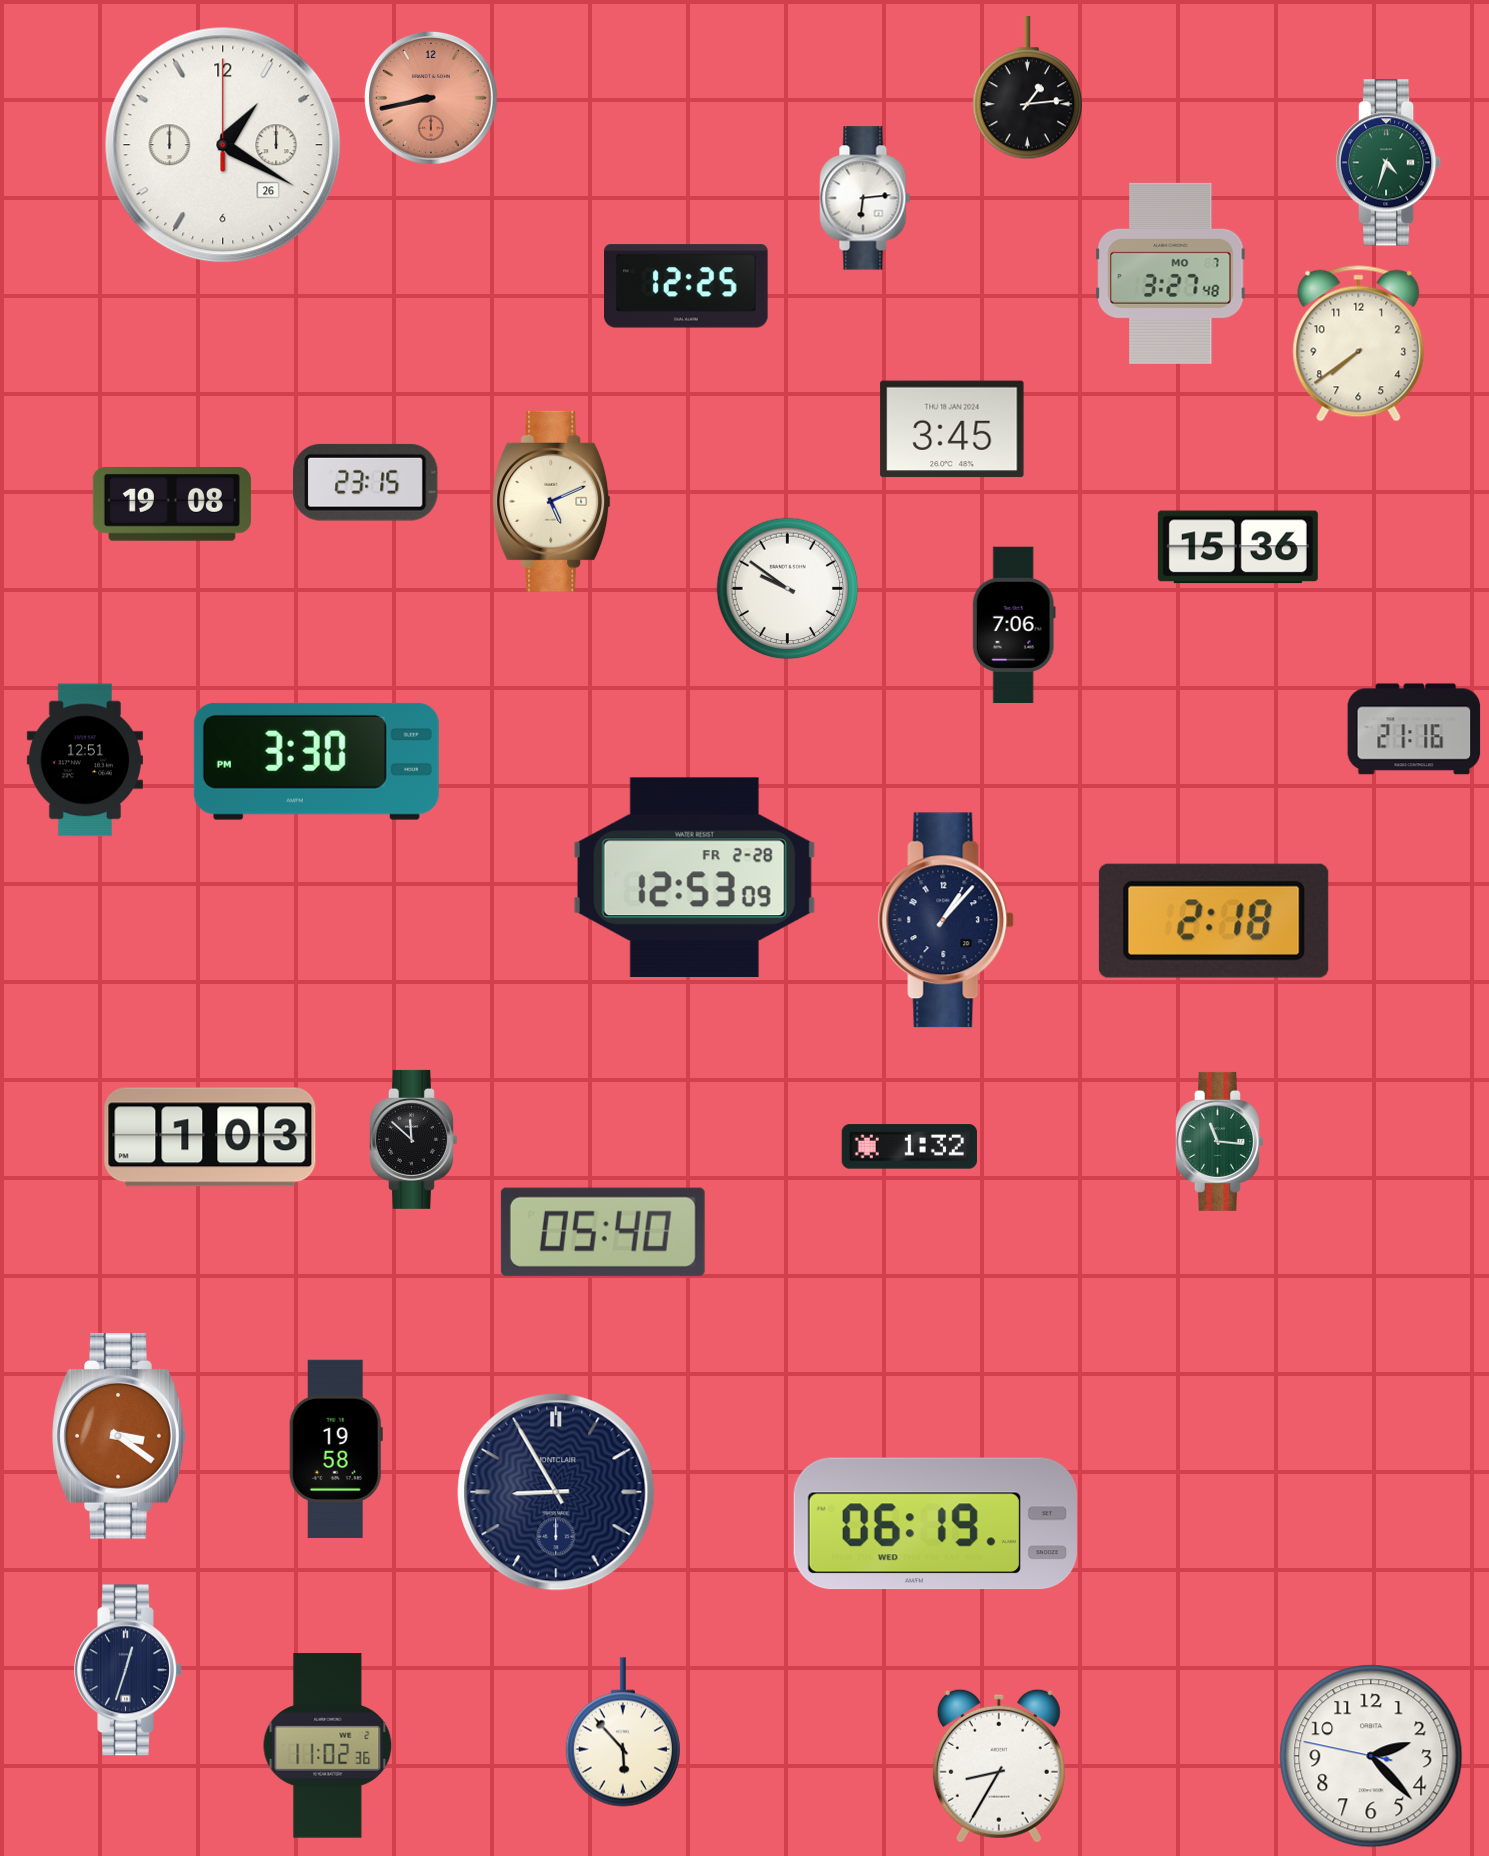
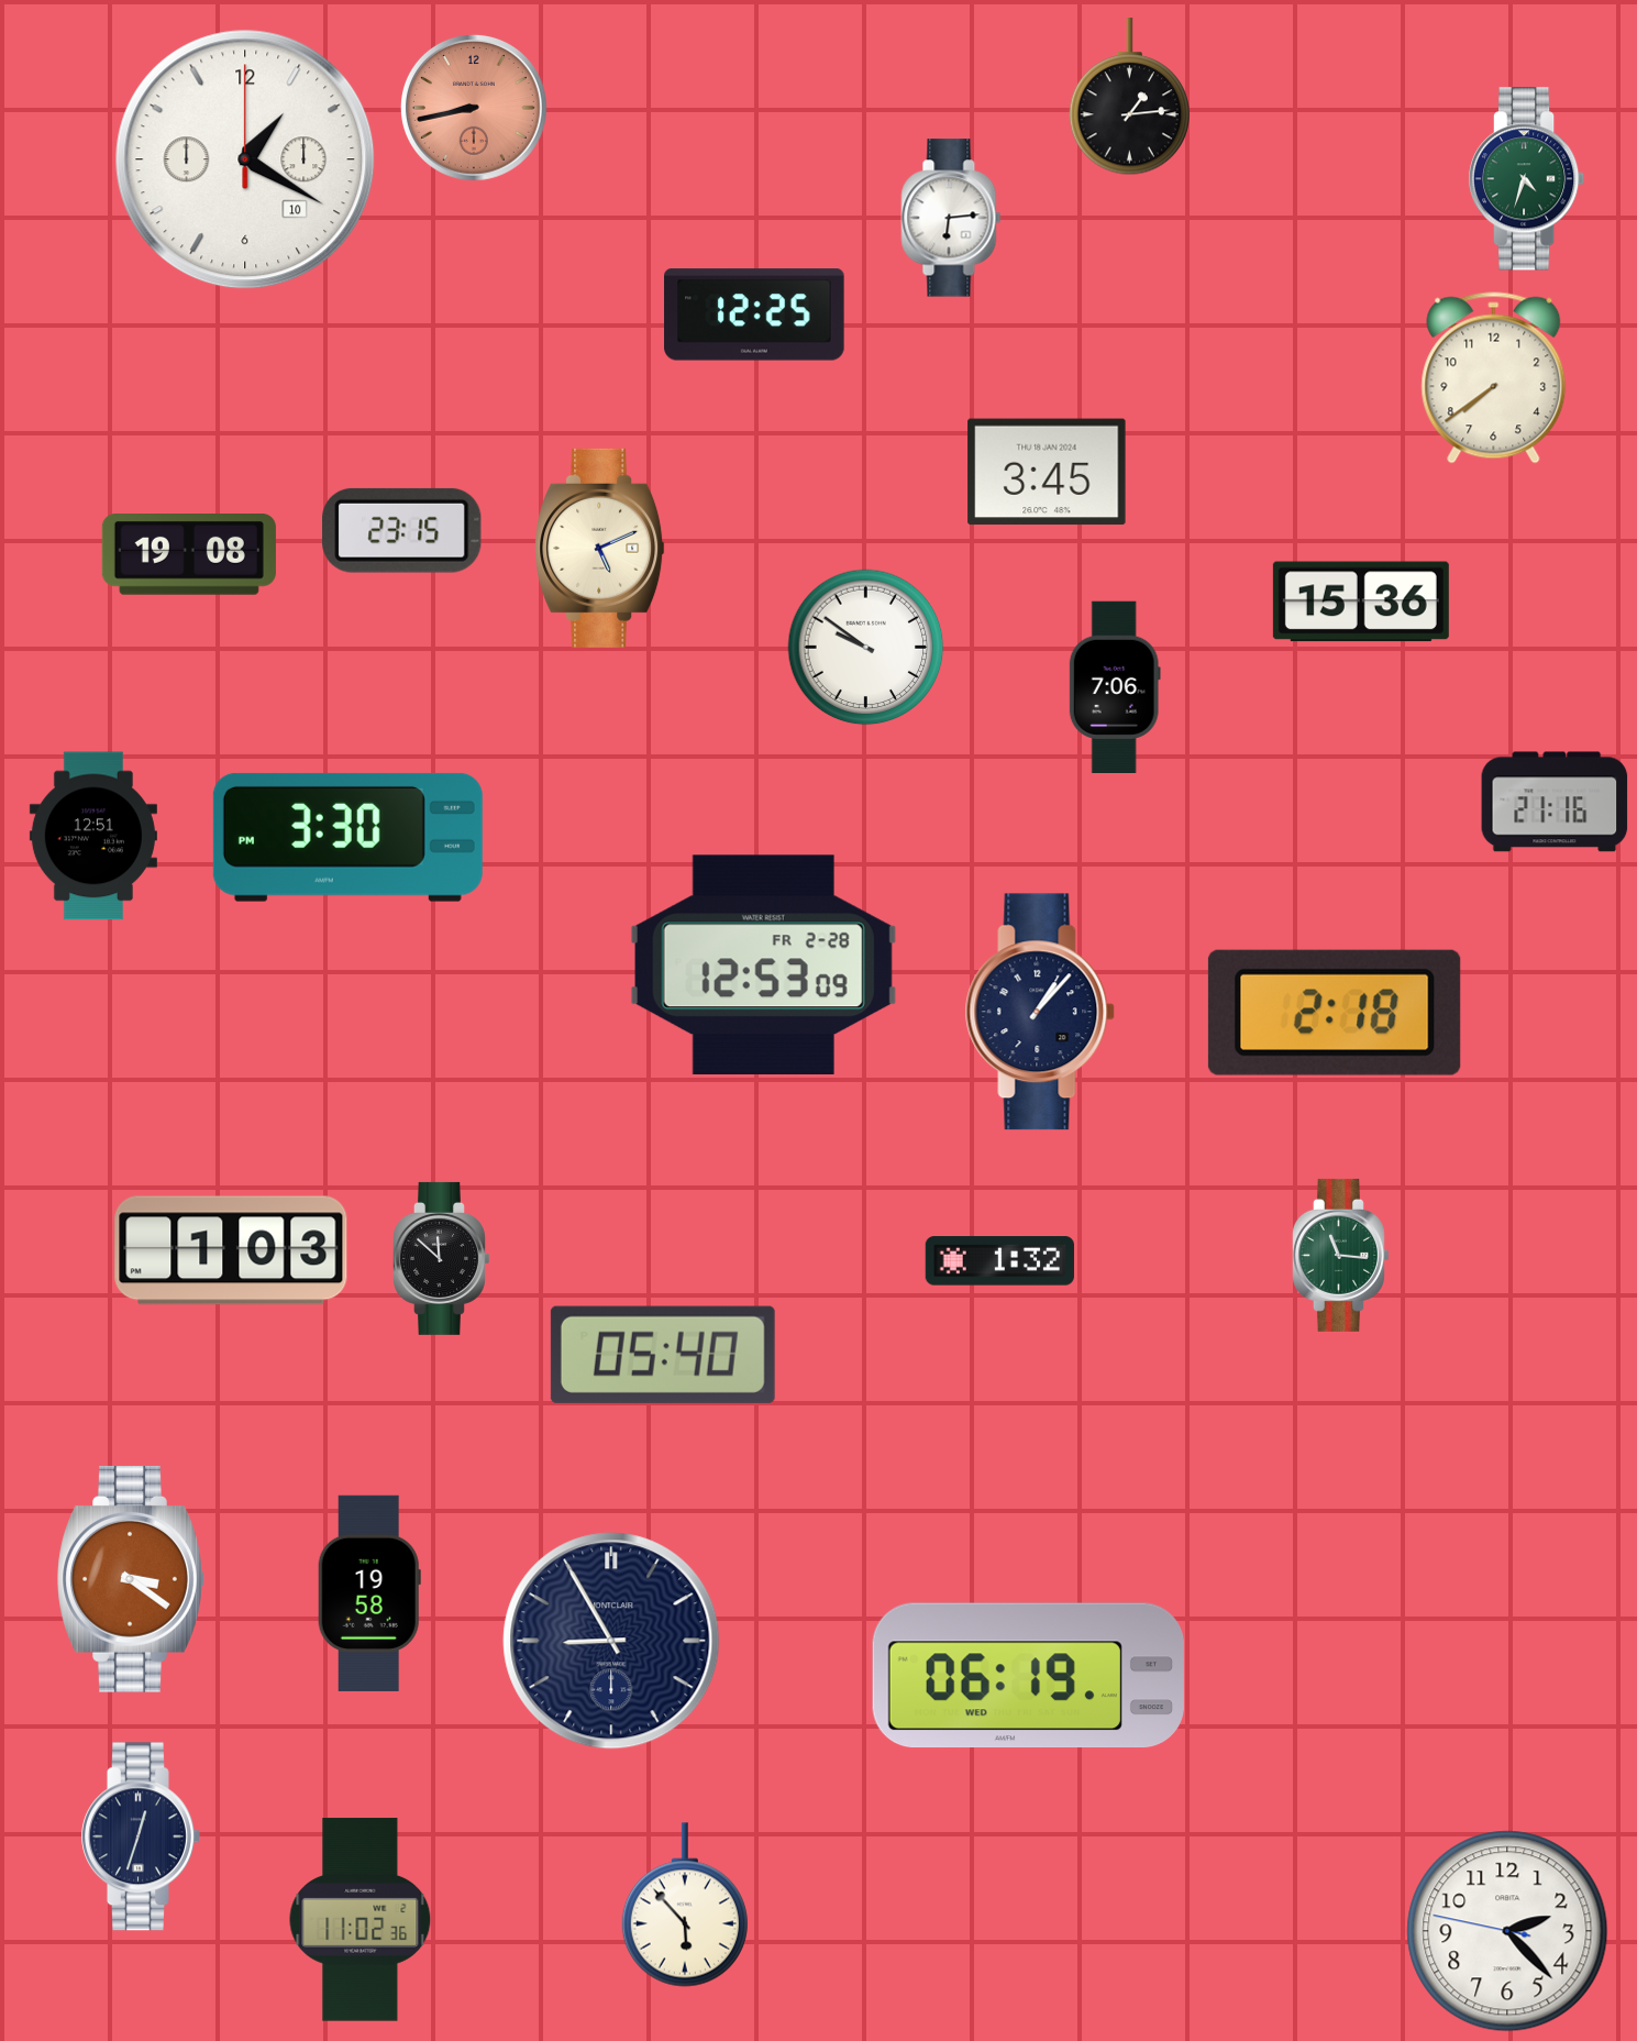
clock at (223, 145) date: 26 -> 10
clock at (1171, 273): 3:27 -> none
clock at (552, 501) position: (552, 501) -> (600, 548)
clock at (414, 1139) position: (414, 1139) -> (442, 1258)
clock at (999, 1766): 8:35 -> none
